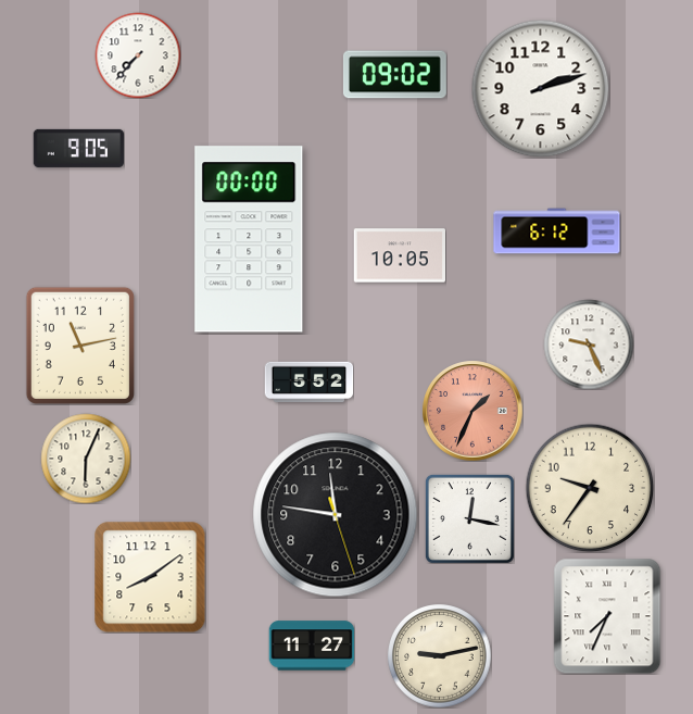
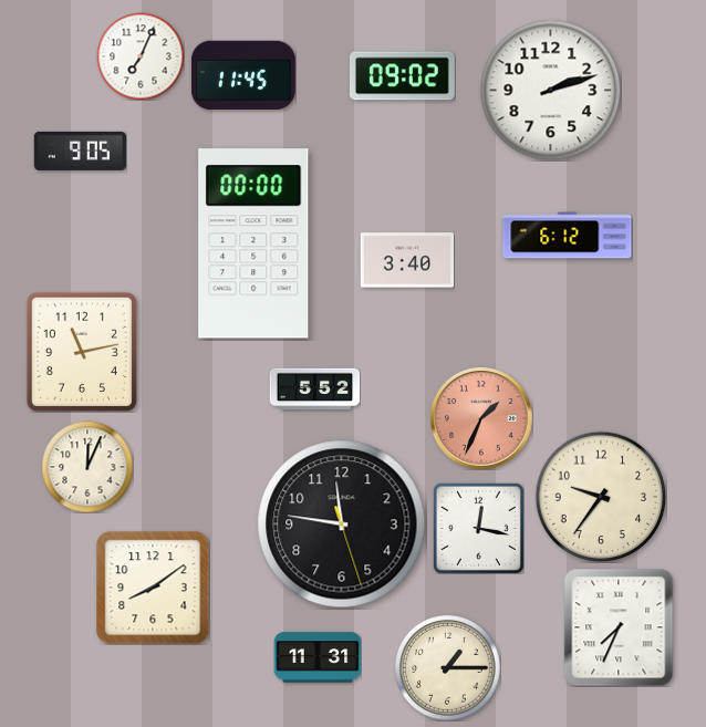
clock at (138, 55): 7:37 -> 7:04
clock at (243, 75): none -> 11:45
clock at (399, 255): 10:05 -> 3:40
clock at (589, 345): 9:26 -> none
clock at (86, 459): 6:04 -> 12:04
clock at (312, 646): 11:27 -> 11:31
clock at (439, 655): 9:13 -> 1:15
